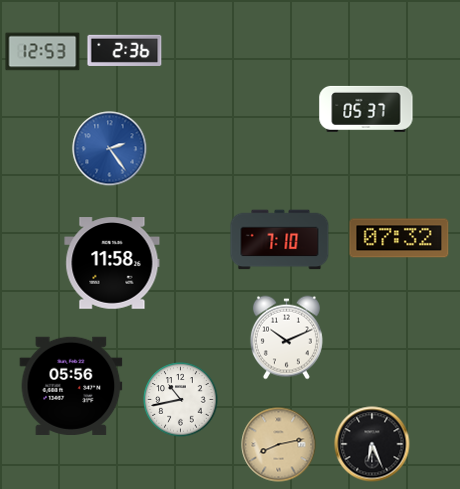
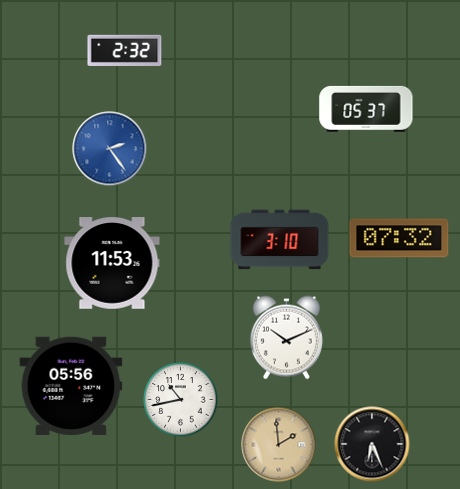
clock at (125, 50): 2:36 -> 2:32
clock at (43, 52): 12:53 -> none
clock at (280, 240): 7:10 -> 3:10
clock at (112, 263): 11:58 -> 11:53
clock at (279, 445): 8:13 -> 1:59
